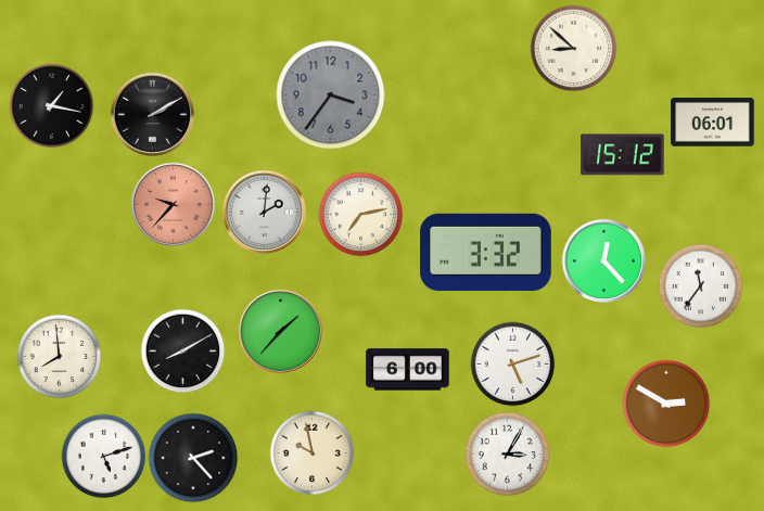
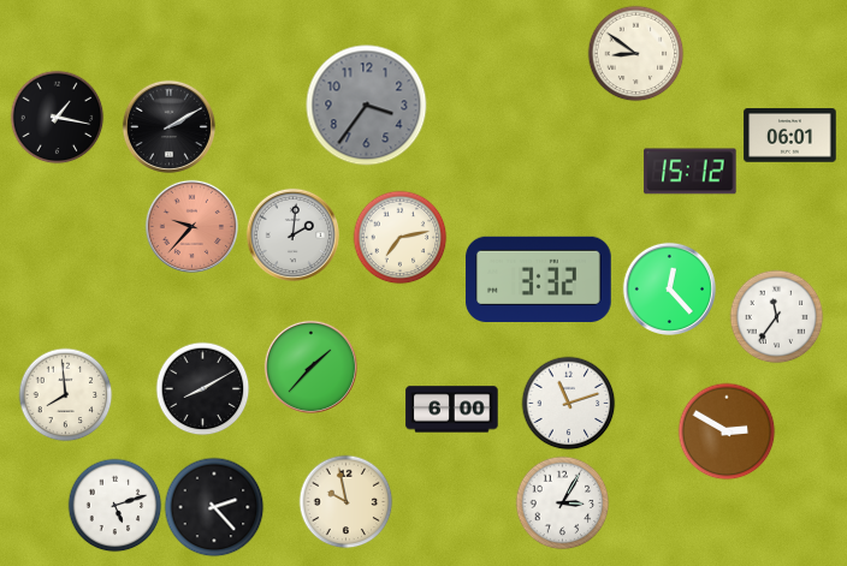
clock at (573, 48): 8:52 -> 8:51
clock at (512, 363): 5:12 -> 11:12
clock at (666, 404) position: (666, 404) -> (727, 431)
